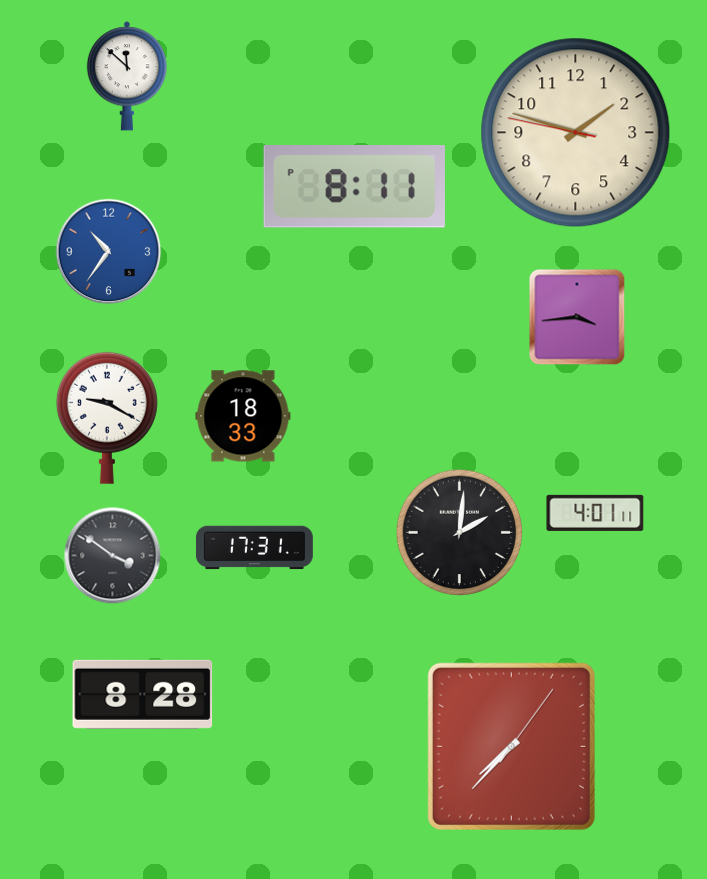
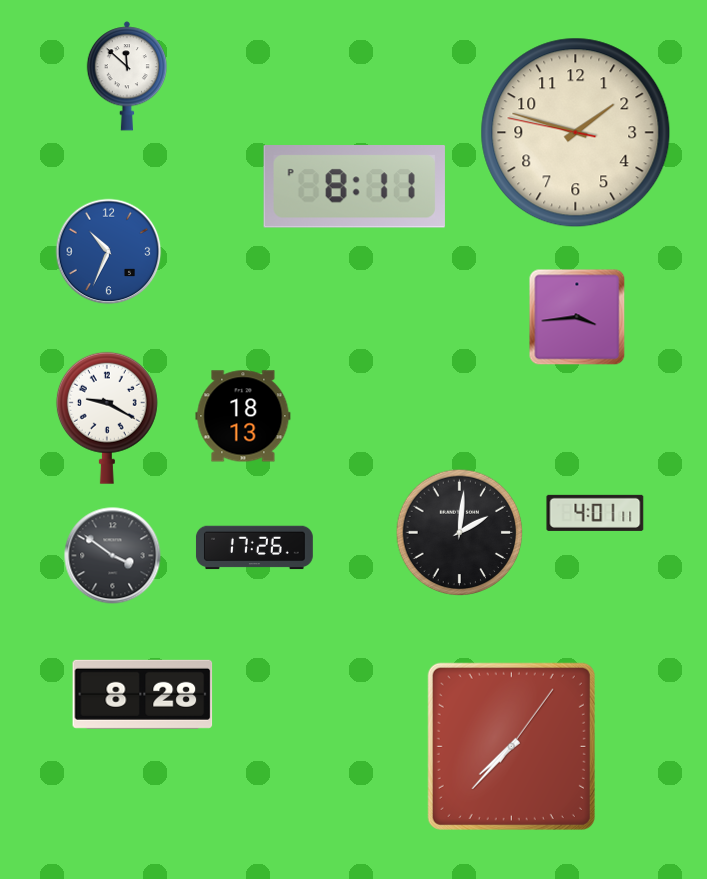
clock at (109, 252): 10:36 -> 10:34
clock at (243, 416): 18:33 -> 18:13
clock at (254, 548): 17:31 -> 17:26
